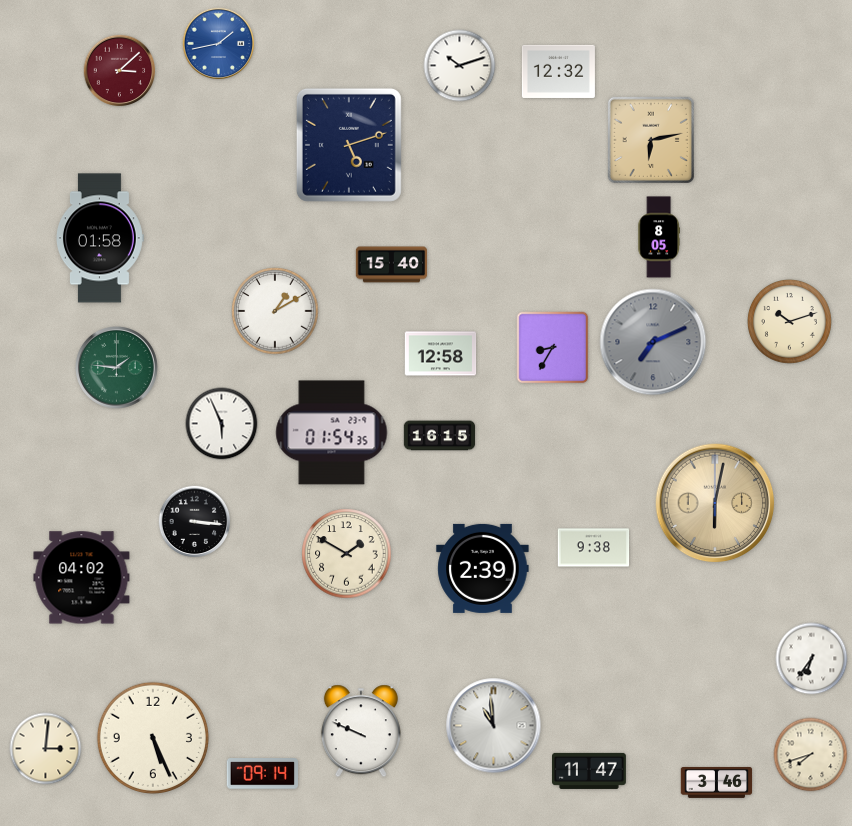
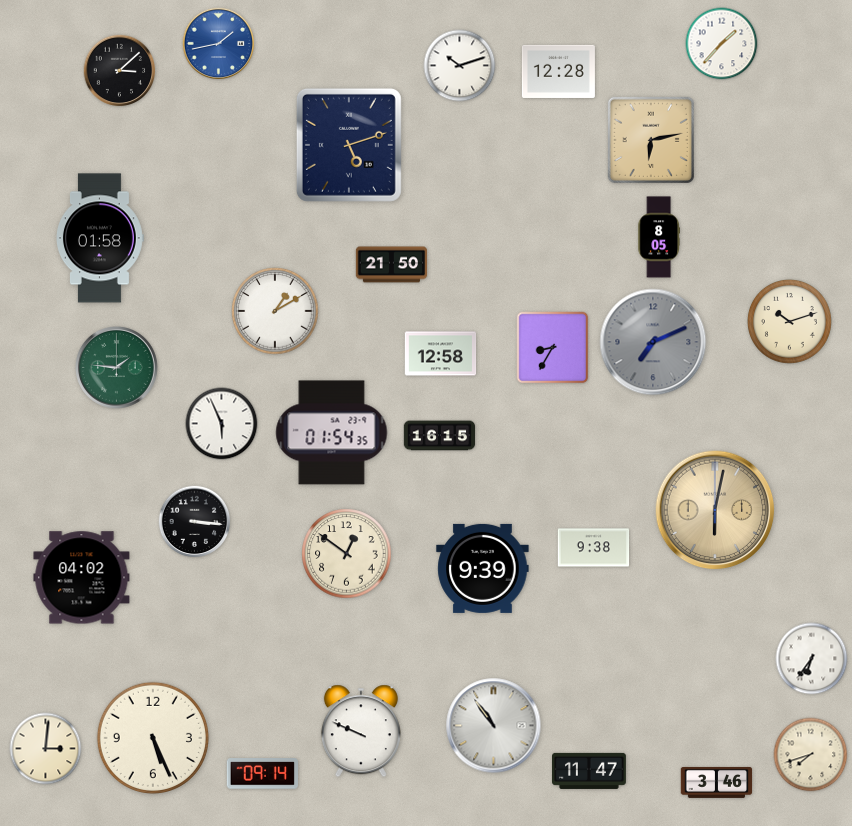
clock at (722, 44): none -> 1:37
clock at (120, 71) dial: burgundy -> black
clock at (558, 71): 12:32 -> 12:28
clock at (392, 265): 15:40 -> 21:50
clock at (715, 503) position: (715, 503) -> (715, 510)
clock at (347, 554): 1:50 -> 12:51
clock at (483, 568): 2:39 -> 9:39
clock at (494, 726): 10:59 -> 10:54
